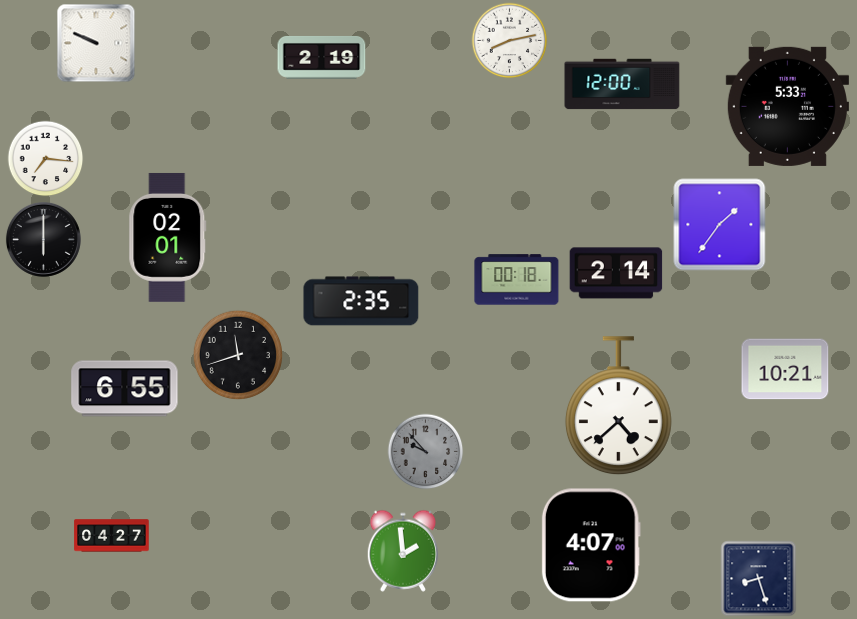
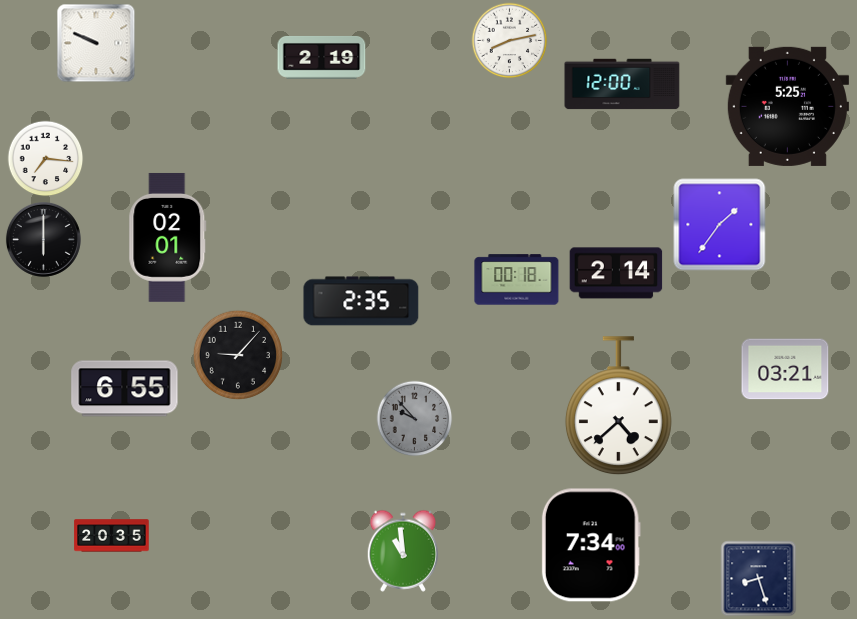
clock at (787, 106): 5:33 -> 5:25
clock at (237, 354): 11:42 -> 9:07
clock at (785, 369): 10:21 -> 03:21
clock at (426, 452) position: (426, 452) -> (415, 419)
clock at (112, 536): 04:27 -> 20:35
clock at (591, 545): 4:07 -> 7:34
clock at (402, 551): 1:59 -> 10:59
